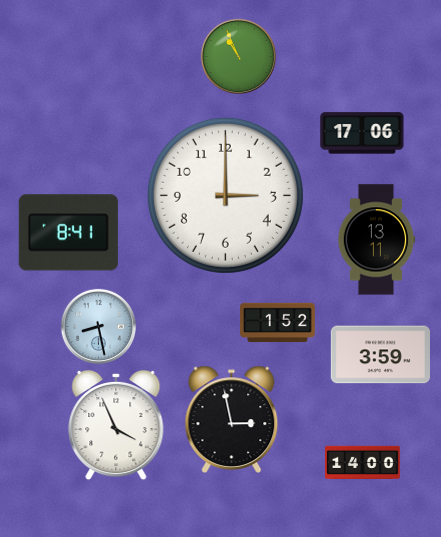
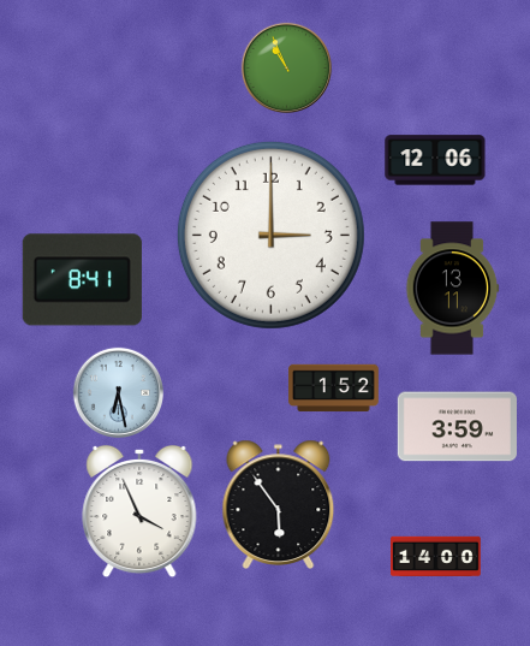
clock at (362, 133): 17:06 -> 12:06
clock at (98, 326): 8:28 -> 6:28
clock at (232, 419): 2:58 -> 5:54
